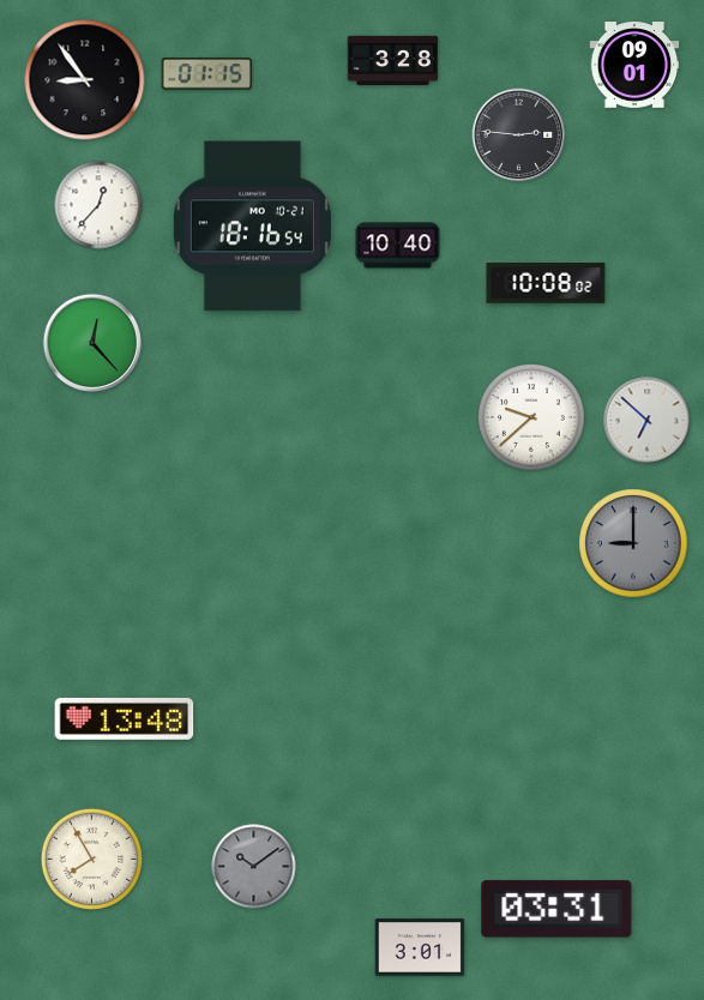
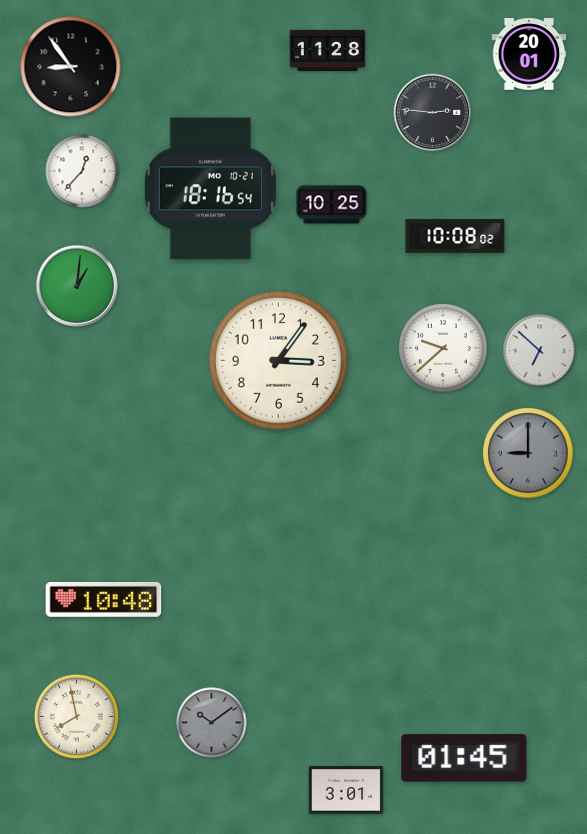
clock at (393, 60): 3:28 -> 11:28
clock at (634, 65): 09:01 -> 20:01
clock at (206, 74): 01:15 -> none
clock at (398, 246): 10:40 -> 10:25
clock at (92, 343): 12:23 -> 1:01
clock at (278, 360): none -> 3:06
clock at (125, 718): 13:48 -> 10:48
clock at (91, 859): 7:55 -> 7:58
clock at (556, 909): 03:31 -> 01:45
clock at (420, 947) position: (420, 947) -> (346, 790)
